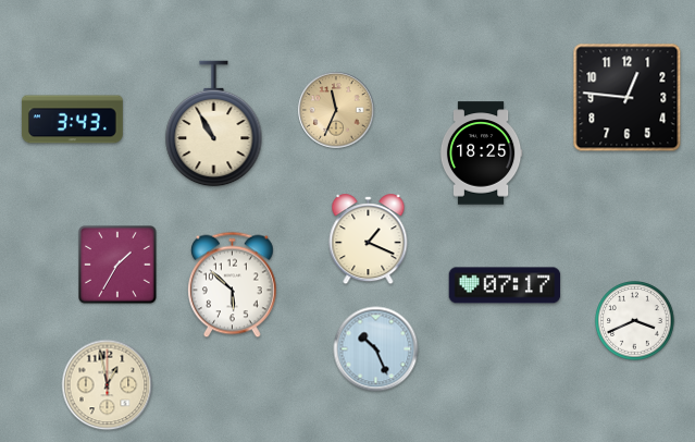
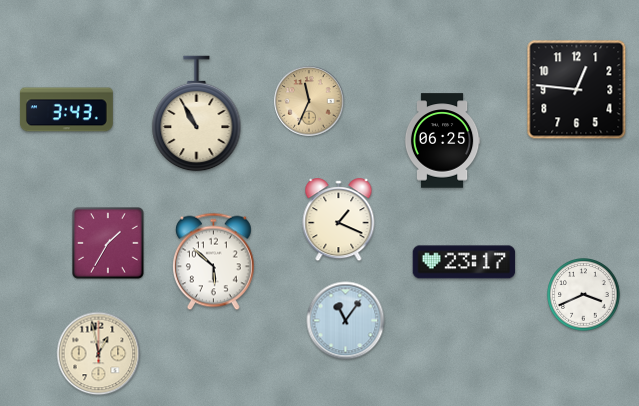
clock at (481, 154): 18:25 -> 06:25
clock at (505, 285): 07:17 -> 23:17
clock at (376, 349): 10:26 -> 11:06
